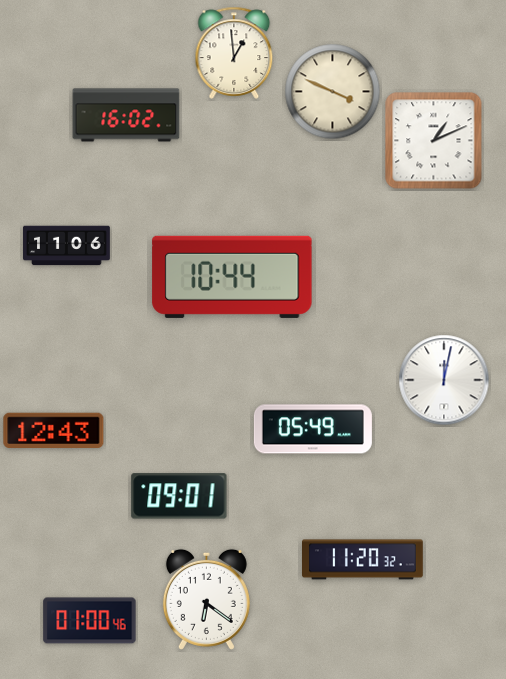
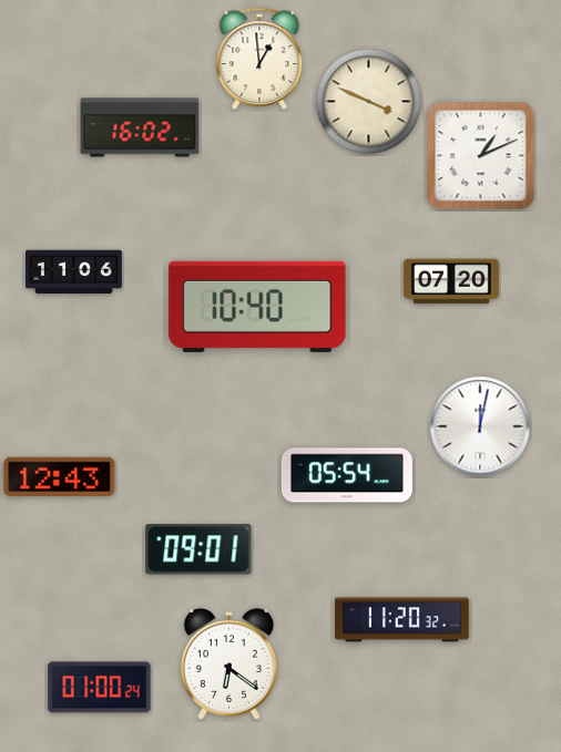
clock at (451, 281): none -> 07:20
clock at (232, 277): 10:44 -> 10:40
clock at (444, 380) position: (444, 380) -> (480, 426)
clock at (313, 429): 05:49 -> 05:54
clock at (90, 621): 01:00:46 -> 01:00:24
